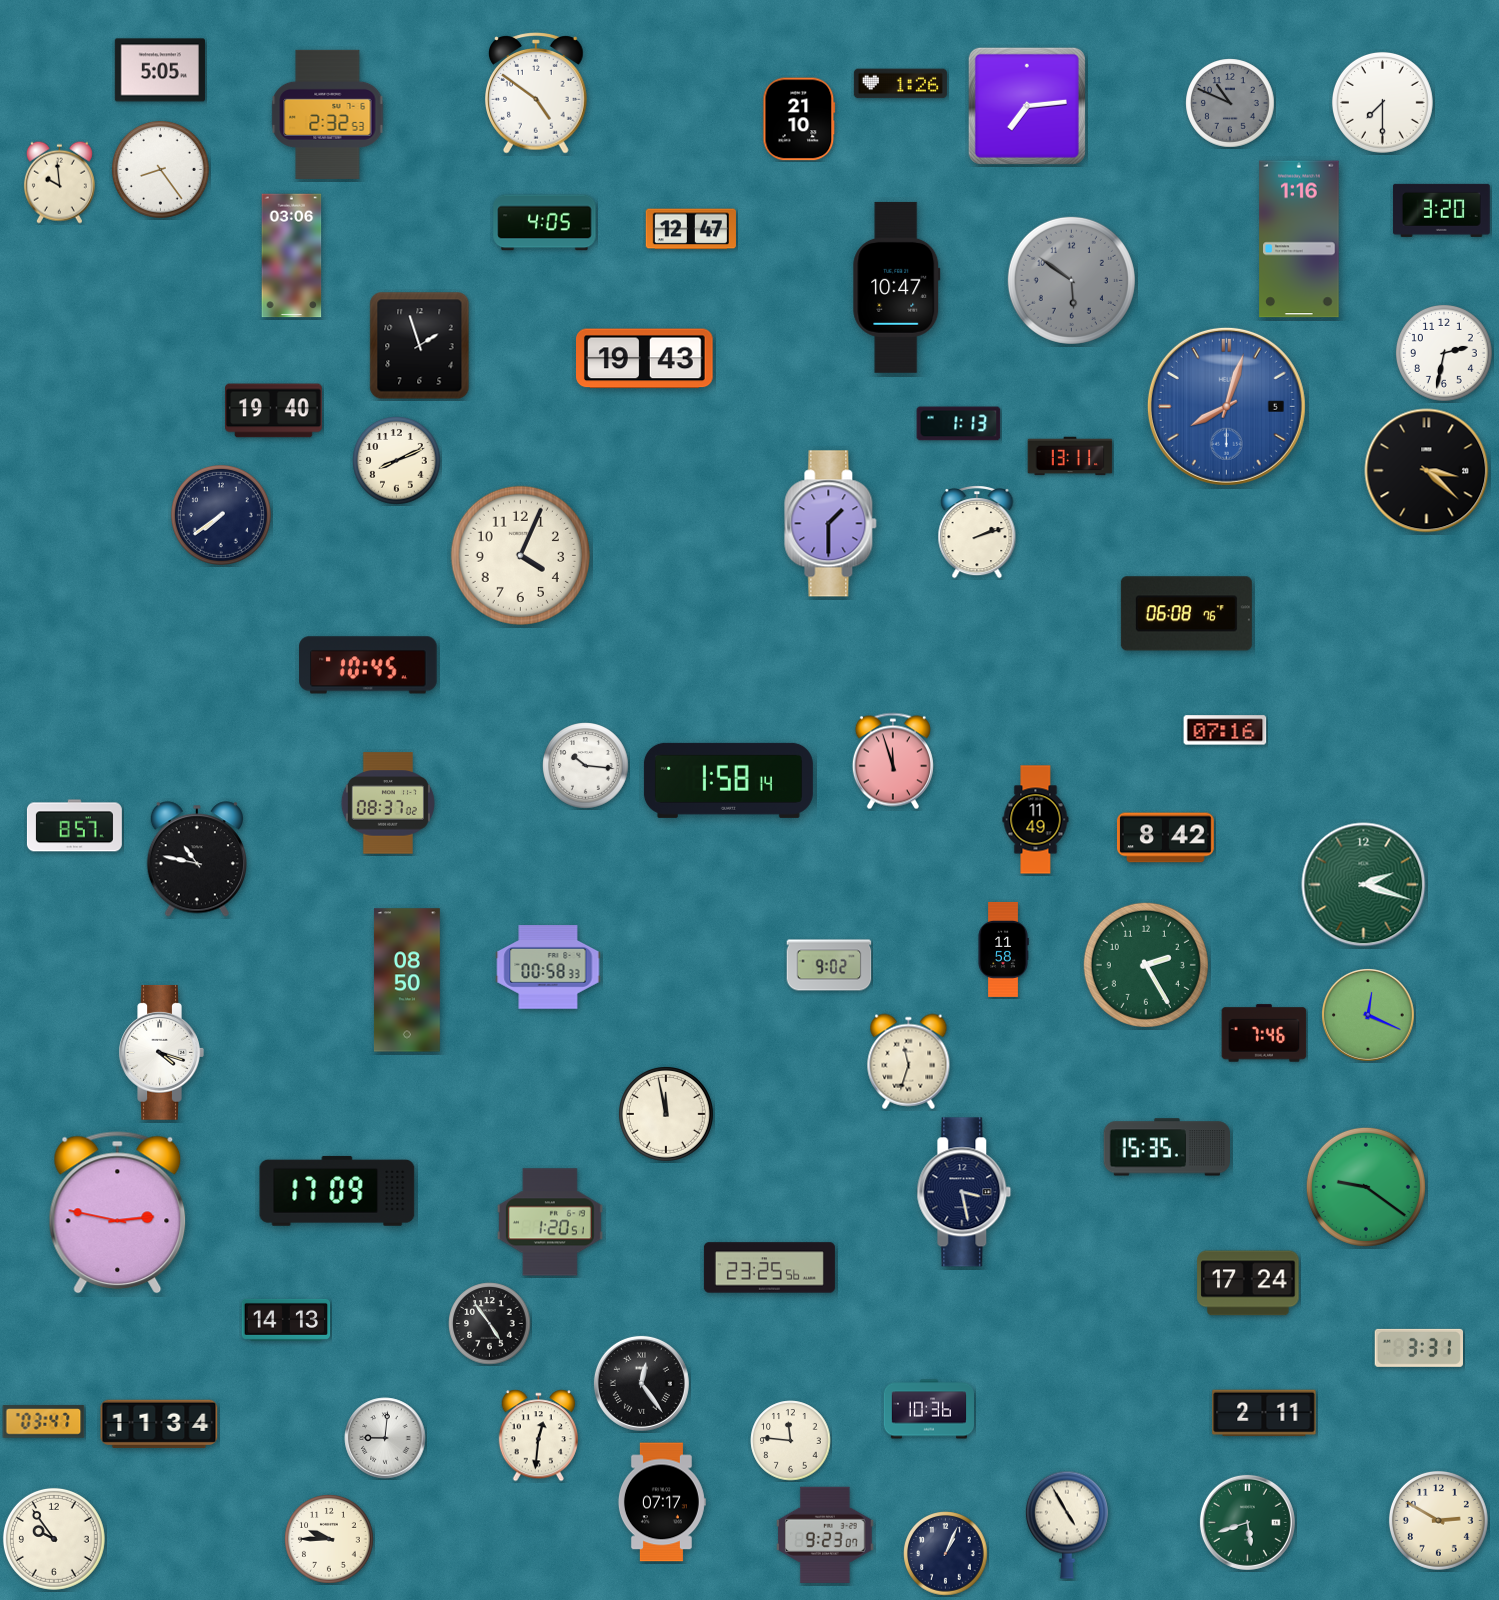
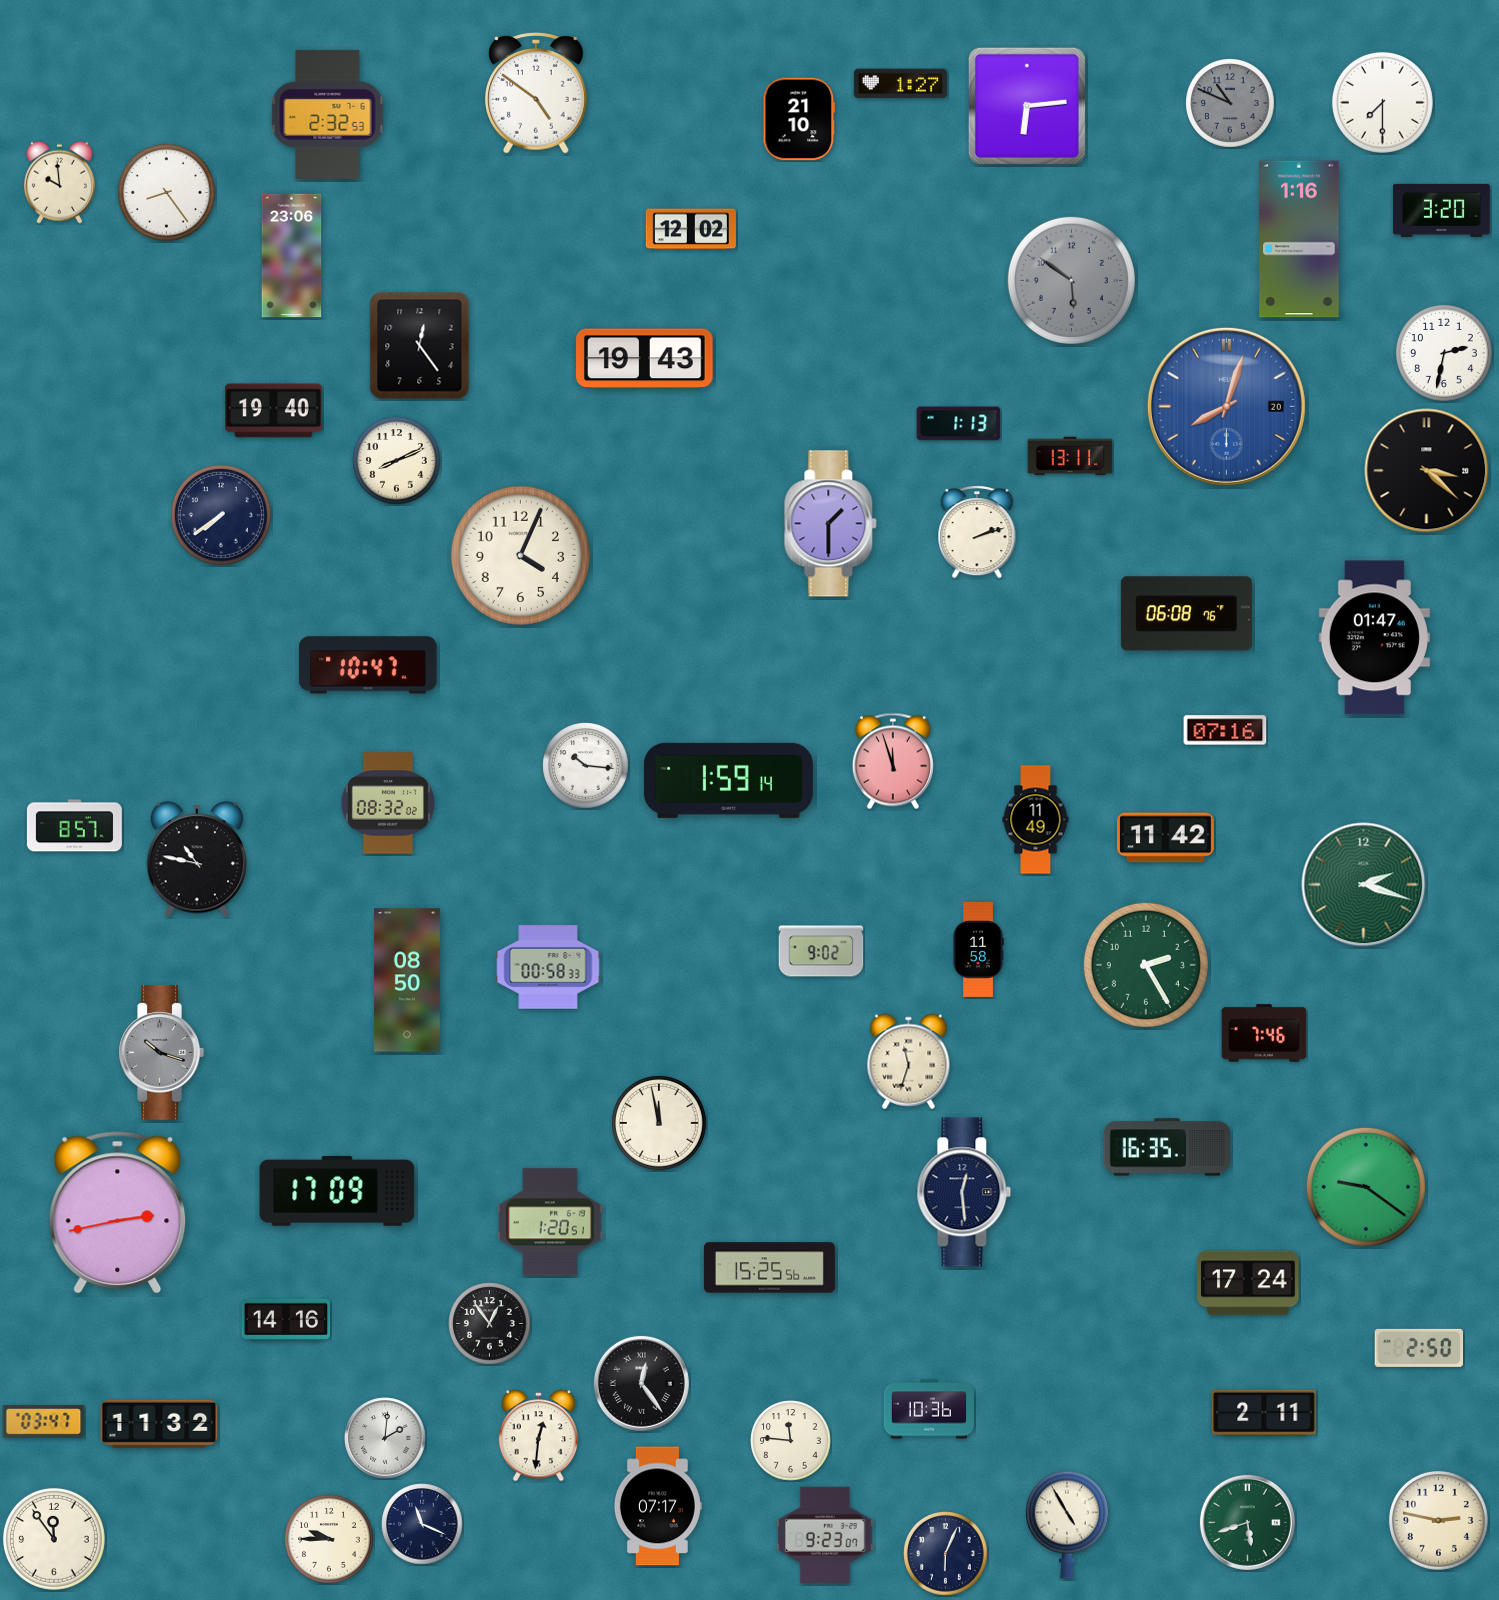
clock at (160, 70): 5:05 -> none
clock at (900, 84): 1:26 -> 1:27
clock at (1027, 106): 7:14 -> 6:14
clock at (160, 169) position: (160, 169) -> (166, 192)
clock at (545, 223): 4:05 -> none
clock at (691, 229): 12:47 -> 12:02
clock at (292, 256): 03:06 -> 23:06
clock at (897, 287): 10:47 -> none
clock at (420, 346): 1:57 -> 12:24
clock at (1226, 406) date: 5 -> 20
clock at (1374, 638): none -> 01:47
clock at (368, 665): 10:45 -> 10:47
clock at (728, 780): 1:58 -> 1:59
clock at (388, 803): 08:37 -> 08:32
clock at (1166, 838): 8:42 -> 11:42
clock at (1003, 949) position: (1003, 949) -> (978, 949)
clock at (829, 965) position: (829, 965) -> (821, 951)
clock at (1368, 1015): 12:19 -> none
clock at (161, 1052): 4:18 -> 10:18
clock at (161, 1052) dial: white -> grey
clock at (667, 1115) position: (667, 1115) -> (660, 1124)
clock at (1166, 1147): 15:35 -> 16:35
clock at (964, 1192): 3:28 -> 12:29
clock at (118, 1213): 2:47 -> 2:43
clock at (769, 1268): 23:25 -> 15:25
clock at (286, 1320): 14:13 -> 14:16
clock at (490, 1324): 4:54 -> 12:54
clock at (1418, 1348): 3:31 -> 2:50
clock at (159, 1423): 11:34 -> 11:32
clock at (385, 1438): 9:01 -> 2:01
clock at (661, 1502) position: (661, 1502) -> (657, 1506)
clock at (1438, 1520): 2:50 -> 2:47
clock at (422, 1524): none -> 11:19
clock at (54, 1539): 9:54 -> 11:54
clock at (946, 1554): 1:04 -> 6:04
